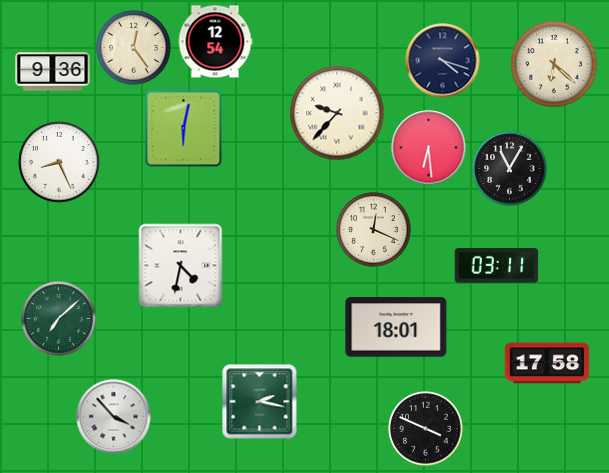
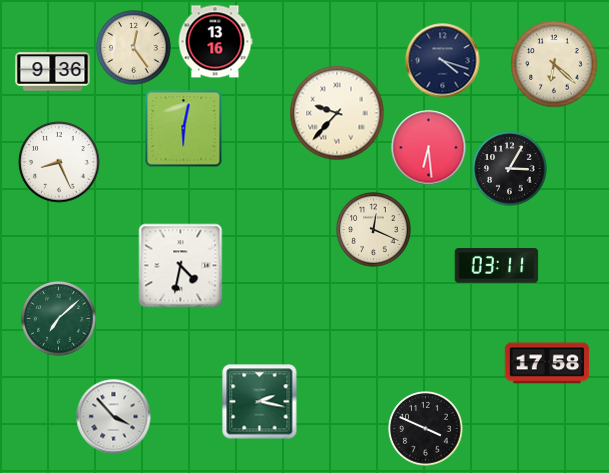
clock at (215, 42): 12:54 -> 13:16
clock at (510, 169): 11:05 -> 3:05
clock at (396, 327): 18:01 -> none
